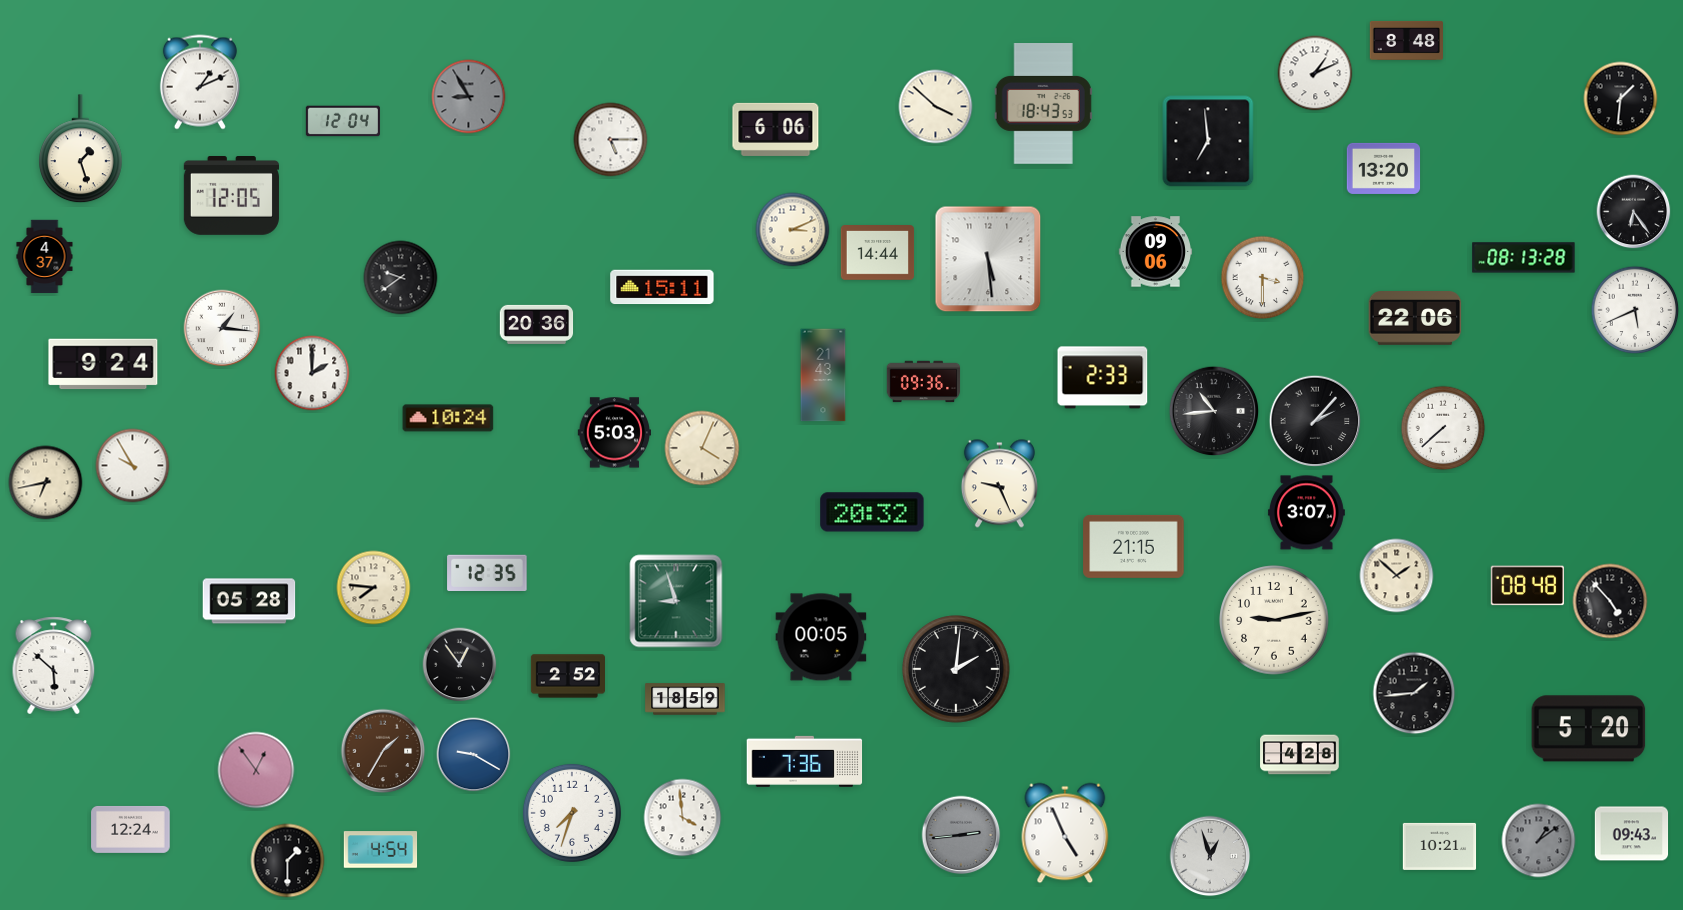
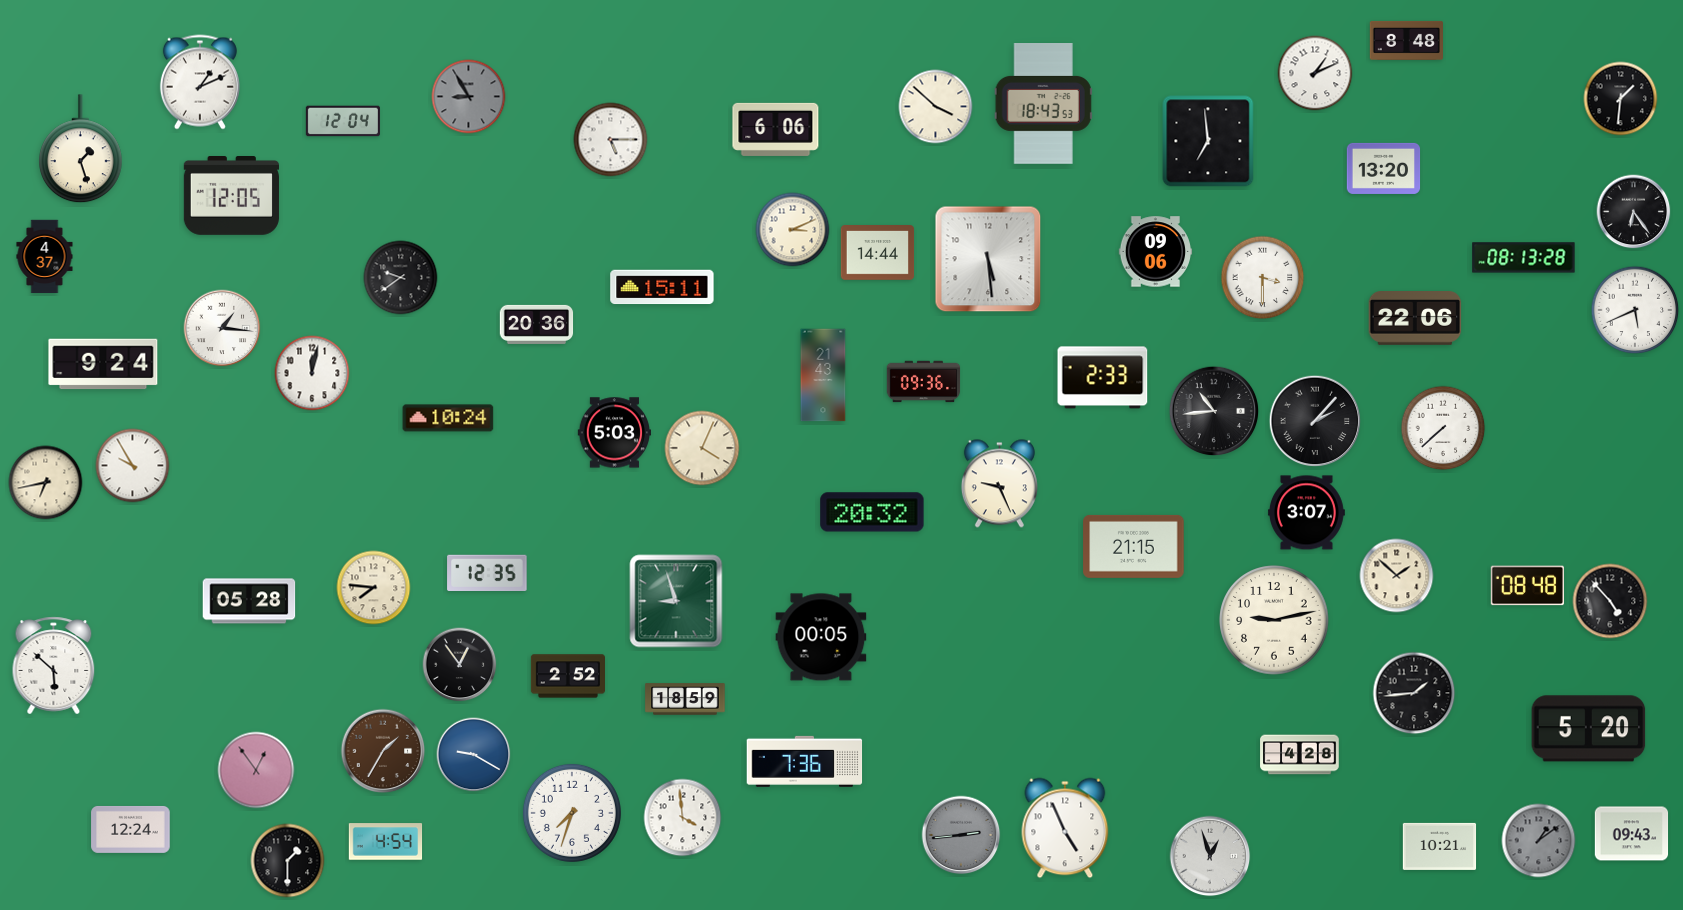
clock at (312, 373): 2:00 -> 12:02
clock at (956, 669): 2:01 -> none
clock at (1065, 833) position: (1065, 833) -> (1065, 828)
clock at (381, 850) position: (381, 850) -> (386, 842)
